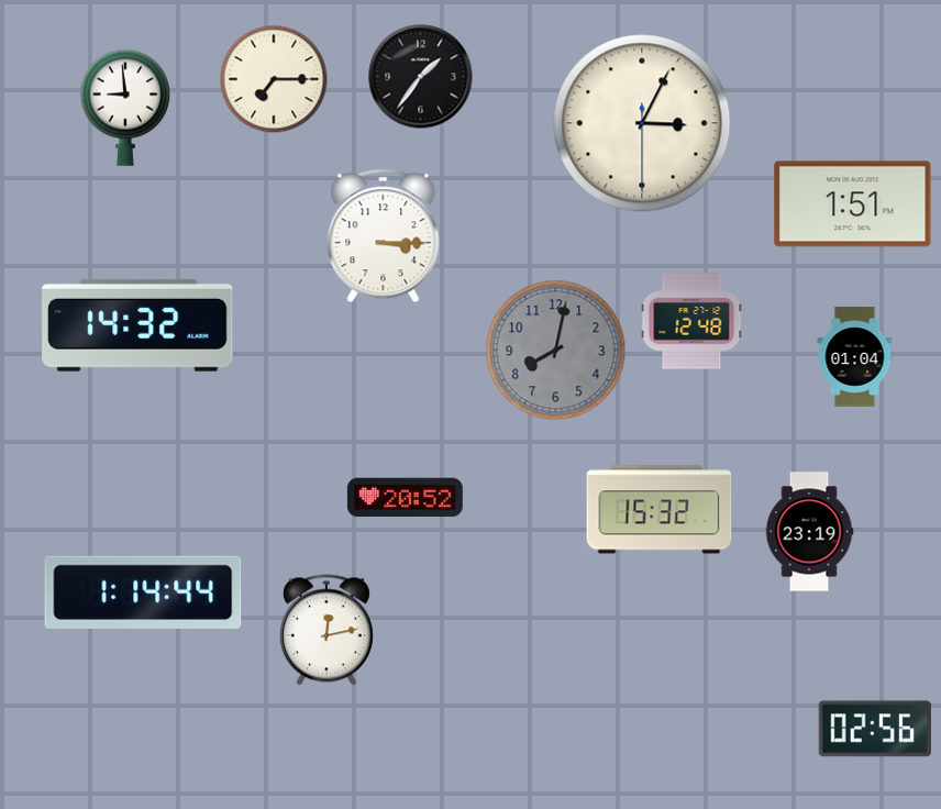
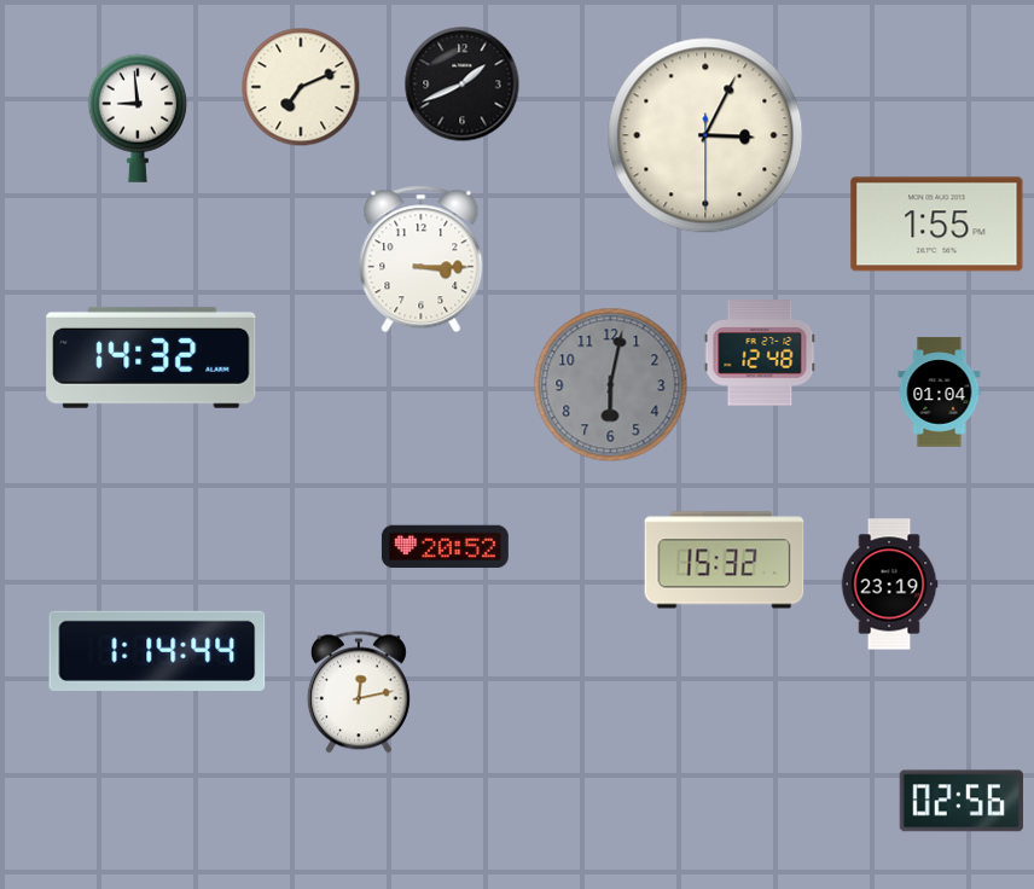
clock at (421, 77): 1:36 -> 1:41
clock at (274, 79): 7:15 -> 7:11
clock at (853, 204): 1:51 -> 1:55
clock at (556, 351): 8:02 -> 6:02
